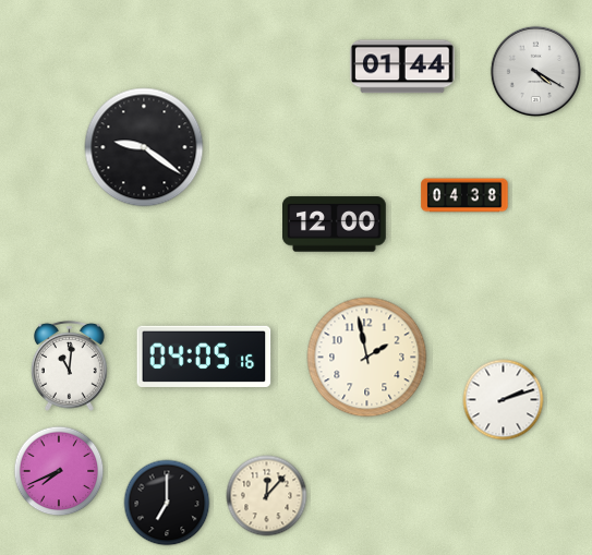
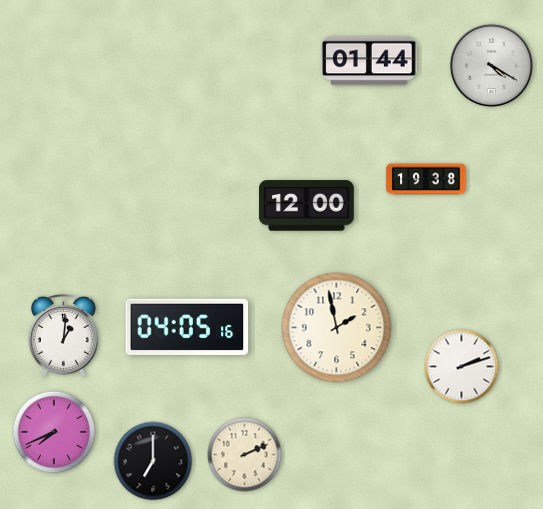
clock at (144, 147): 9:21 -> none
clock at (464, 195): 04:38 -> 19:38
clock at (69, 365): 11:01 -> 1:01
clock at (267, 496): 12:07 -> 2:11
